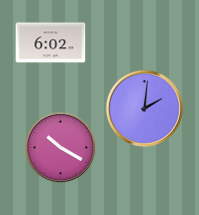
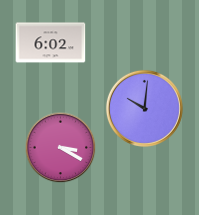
clock at (144, 108): 2:01 -> 10:01
clock at (61, 148): 10:20 -> 3:20
